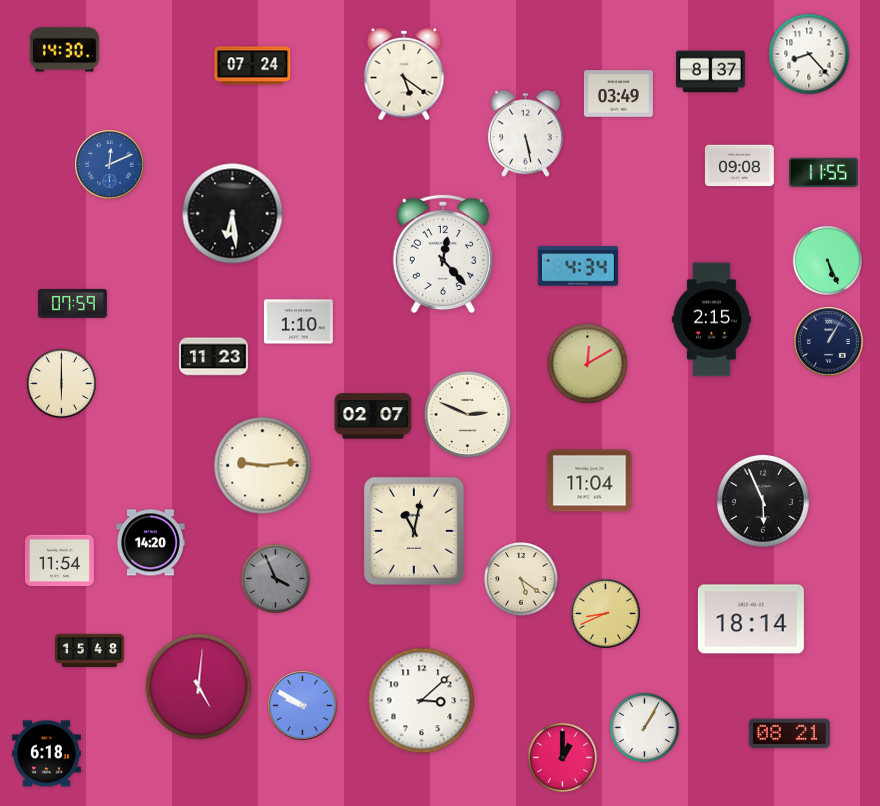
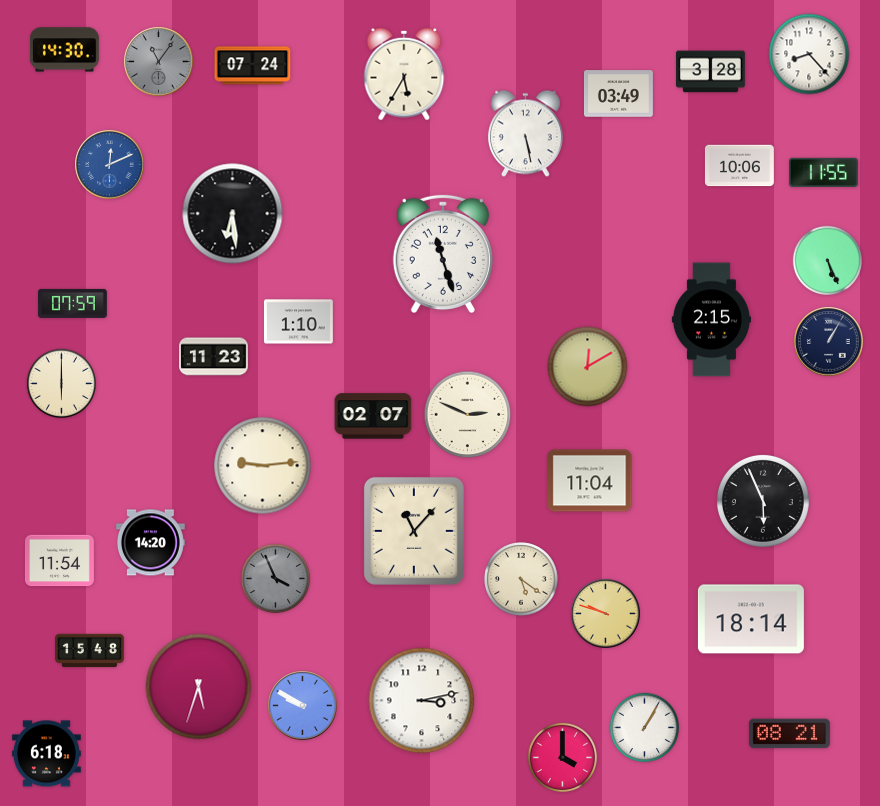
clock at (159, 62): none -> 11:06
clock at (710, 72): 8:37 -> 3:28
clock at (404, 74): 5:21 -> 5:35
clock at (739, 166): 09:08 -> 10:06
clock at (443, 253): 12:23 -> 11:27
clock at (578, 266): 4:34 -> none
clock at (588, 364) position: (588, 364) -> (588, 367)
clock at (414, 531): 11:02 -> 11:07
clock at (606, 614): 8:41 -> 9:48
clock at (199, 687): 5:01 -> 5:33
clock at (422, 701): 3:08 -> 3:13
clock at (562, 757): 1:00 -> 4:00
